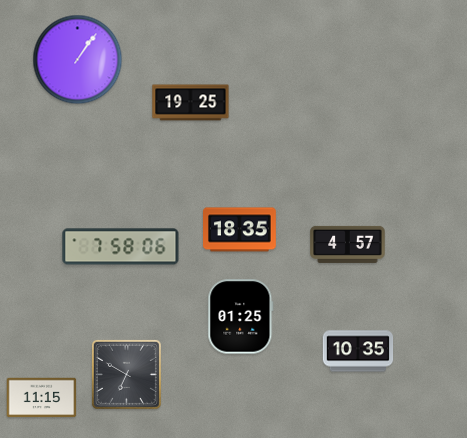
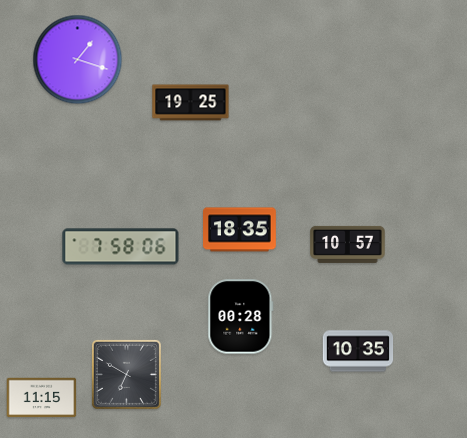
clock at (78, 60): 1:06 -> 1:18
clock at (348, 244): 4:57 -> 10:57
clock at (241, 317): 01:25 -> 00:28
